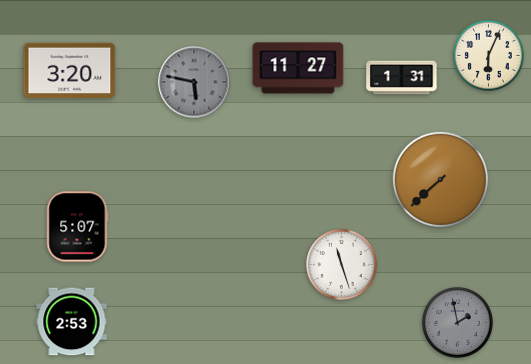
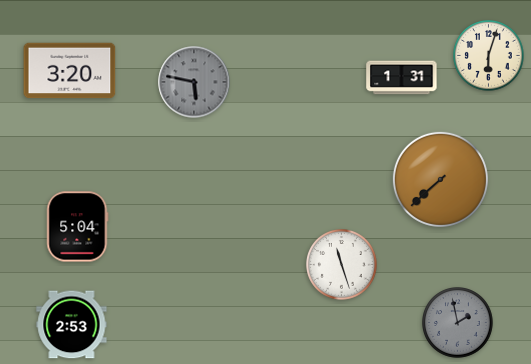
clock at (489, 56): 6:04 -> 6:03
clock at (298, 68): 11:27 -> none
clock at (78, 227): 5:07 -> 5:04
clock at (72, 322) position: (72, 322) -> (72, 325)
